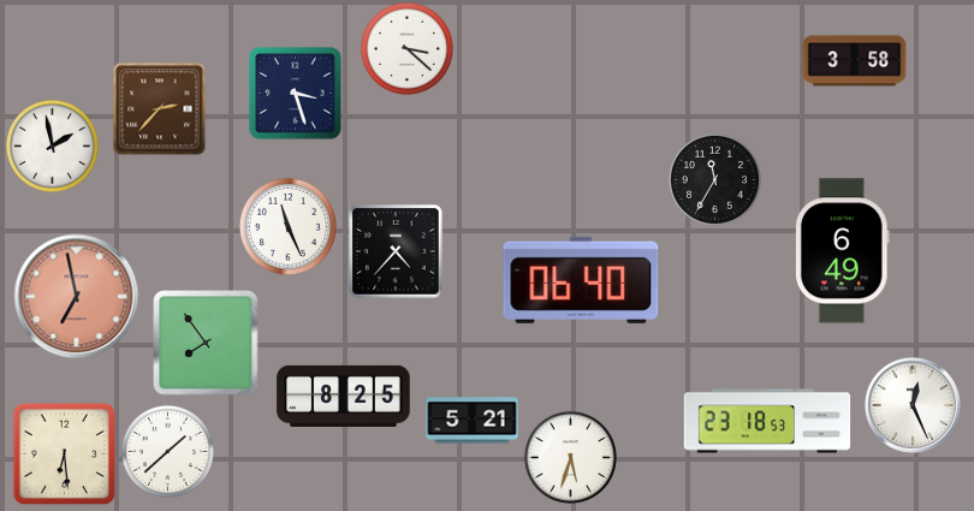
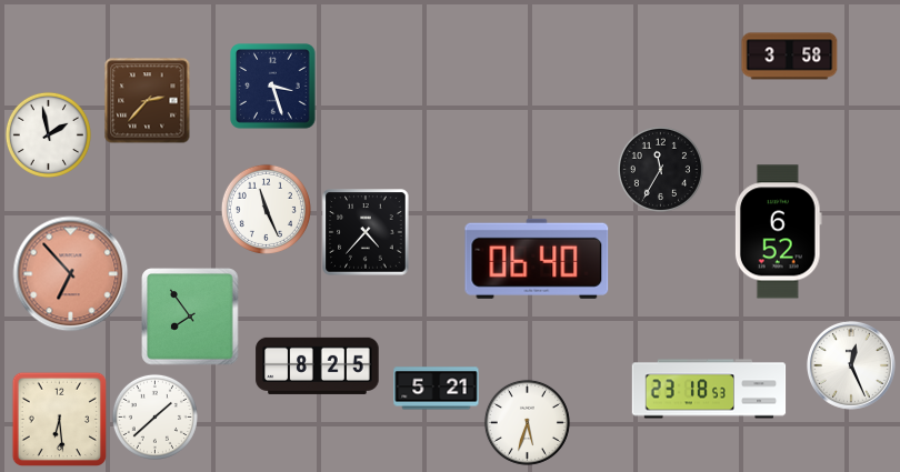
clock at (406, 48): 3:22 -> none
clock at (714, 179) position: (714, 179) -> (660, 169)
clock at (842, 251): 6:49 -> 6:52
clock at (77, 297): 6:58 -> 6:53
clock at (913, 405) position: (913, 405) -> (851, 365)
